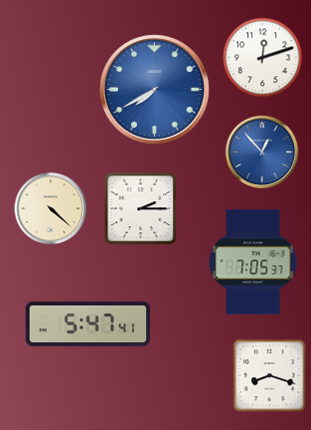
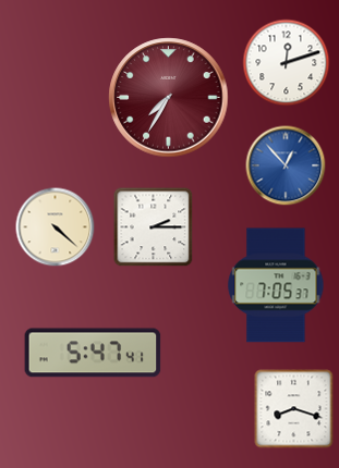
clock at (155, 90): 7:40 -> 7:35
clock at (155, 90) dial: blue -> burgundy
clock at (88, 324) position: (88, 324) -> (93, 353)
